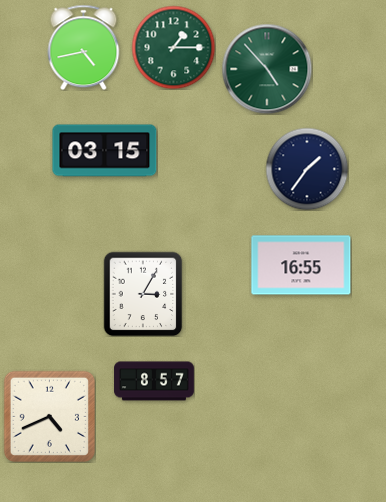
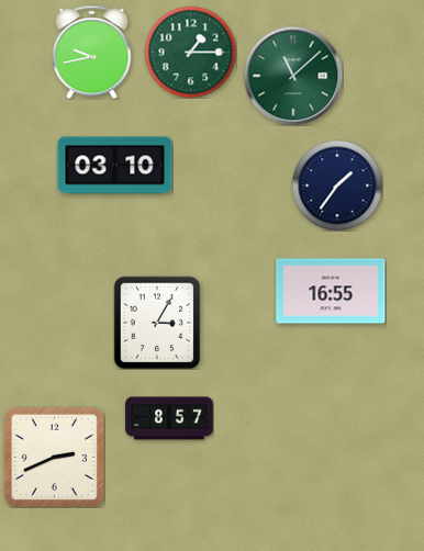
clock at (84, 47): 4:43 -> 9:43
clock at (267, 69): 4:53 -> 11:08
clock at (105, 151): 03:15 -> 03:10
clock at (49, 416): 4:41 -> 2:41
